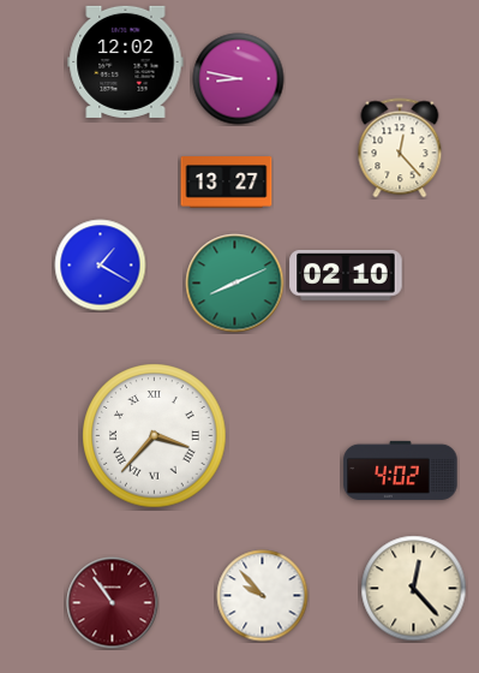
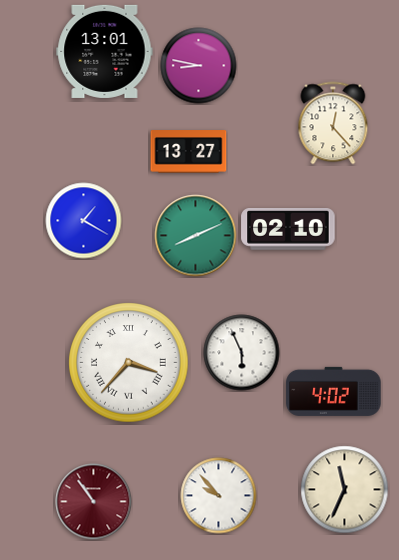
clock at (126, 61): 12:02 -> 13:01
clock at (242, 353): none -> 5:56
clock at (414, 589): 12:23 -> 11:34
